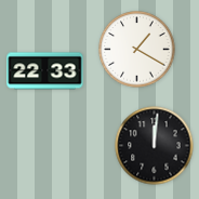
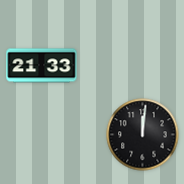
clock at (137, 50): 1:20 -> none
clock at (45, 71): 22:33 -> 21:33
